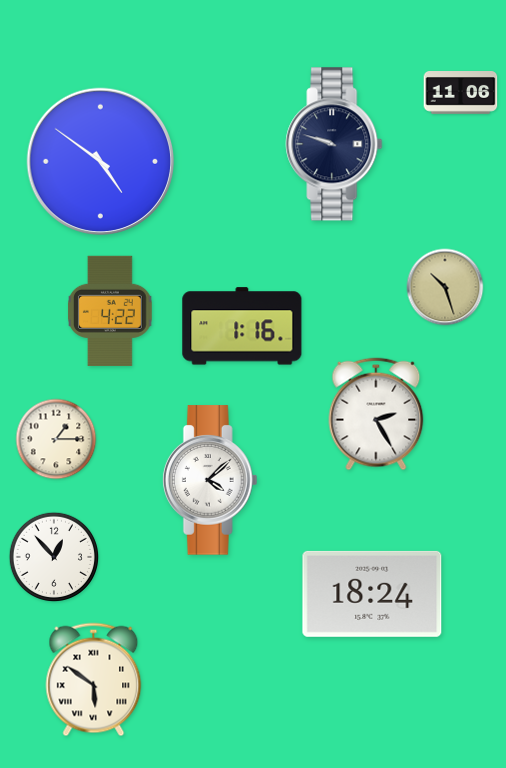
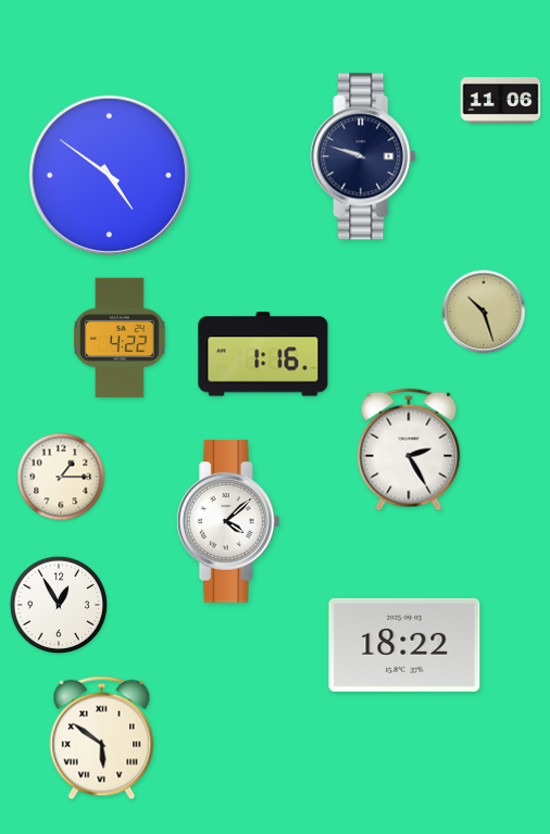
clock at (53, 556): 12:53 -> 12:55
clock at (372, 594): 18:24 -> 18:22
